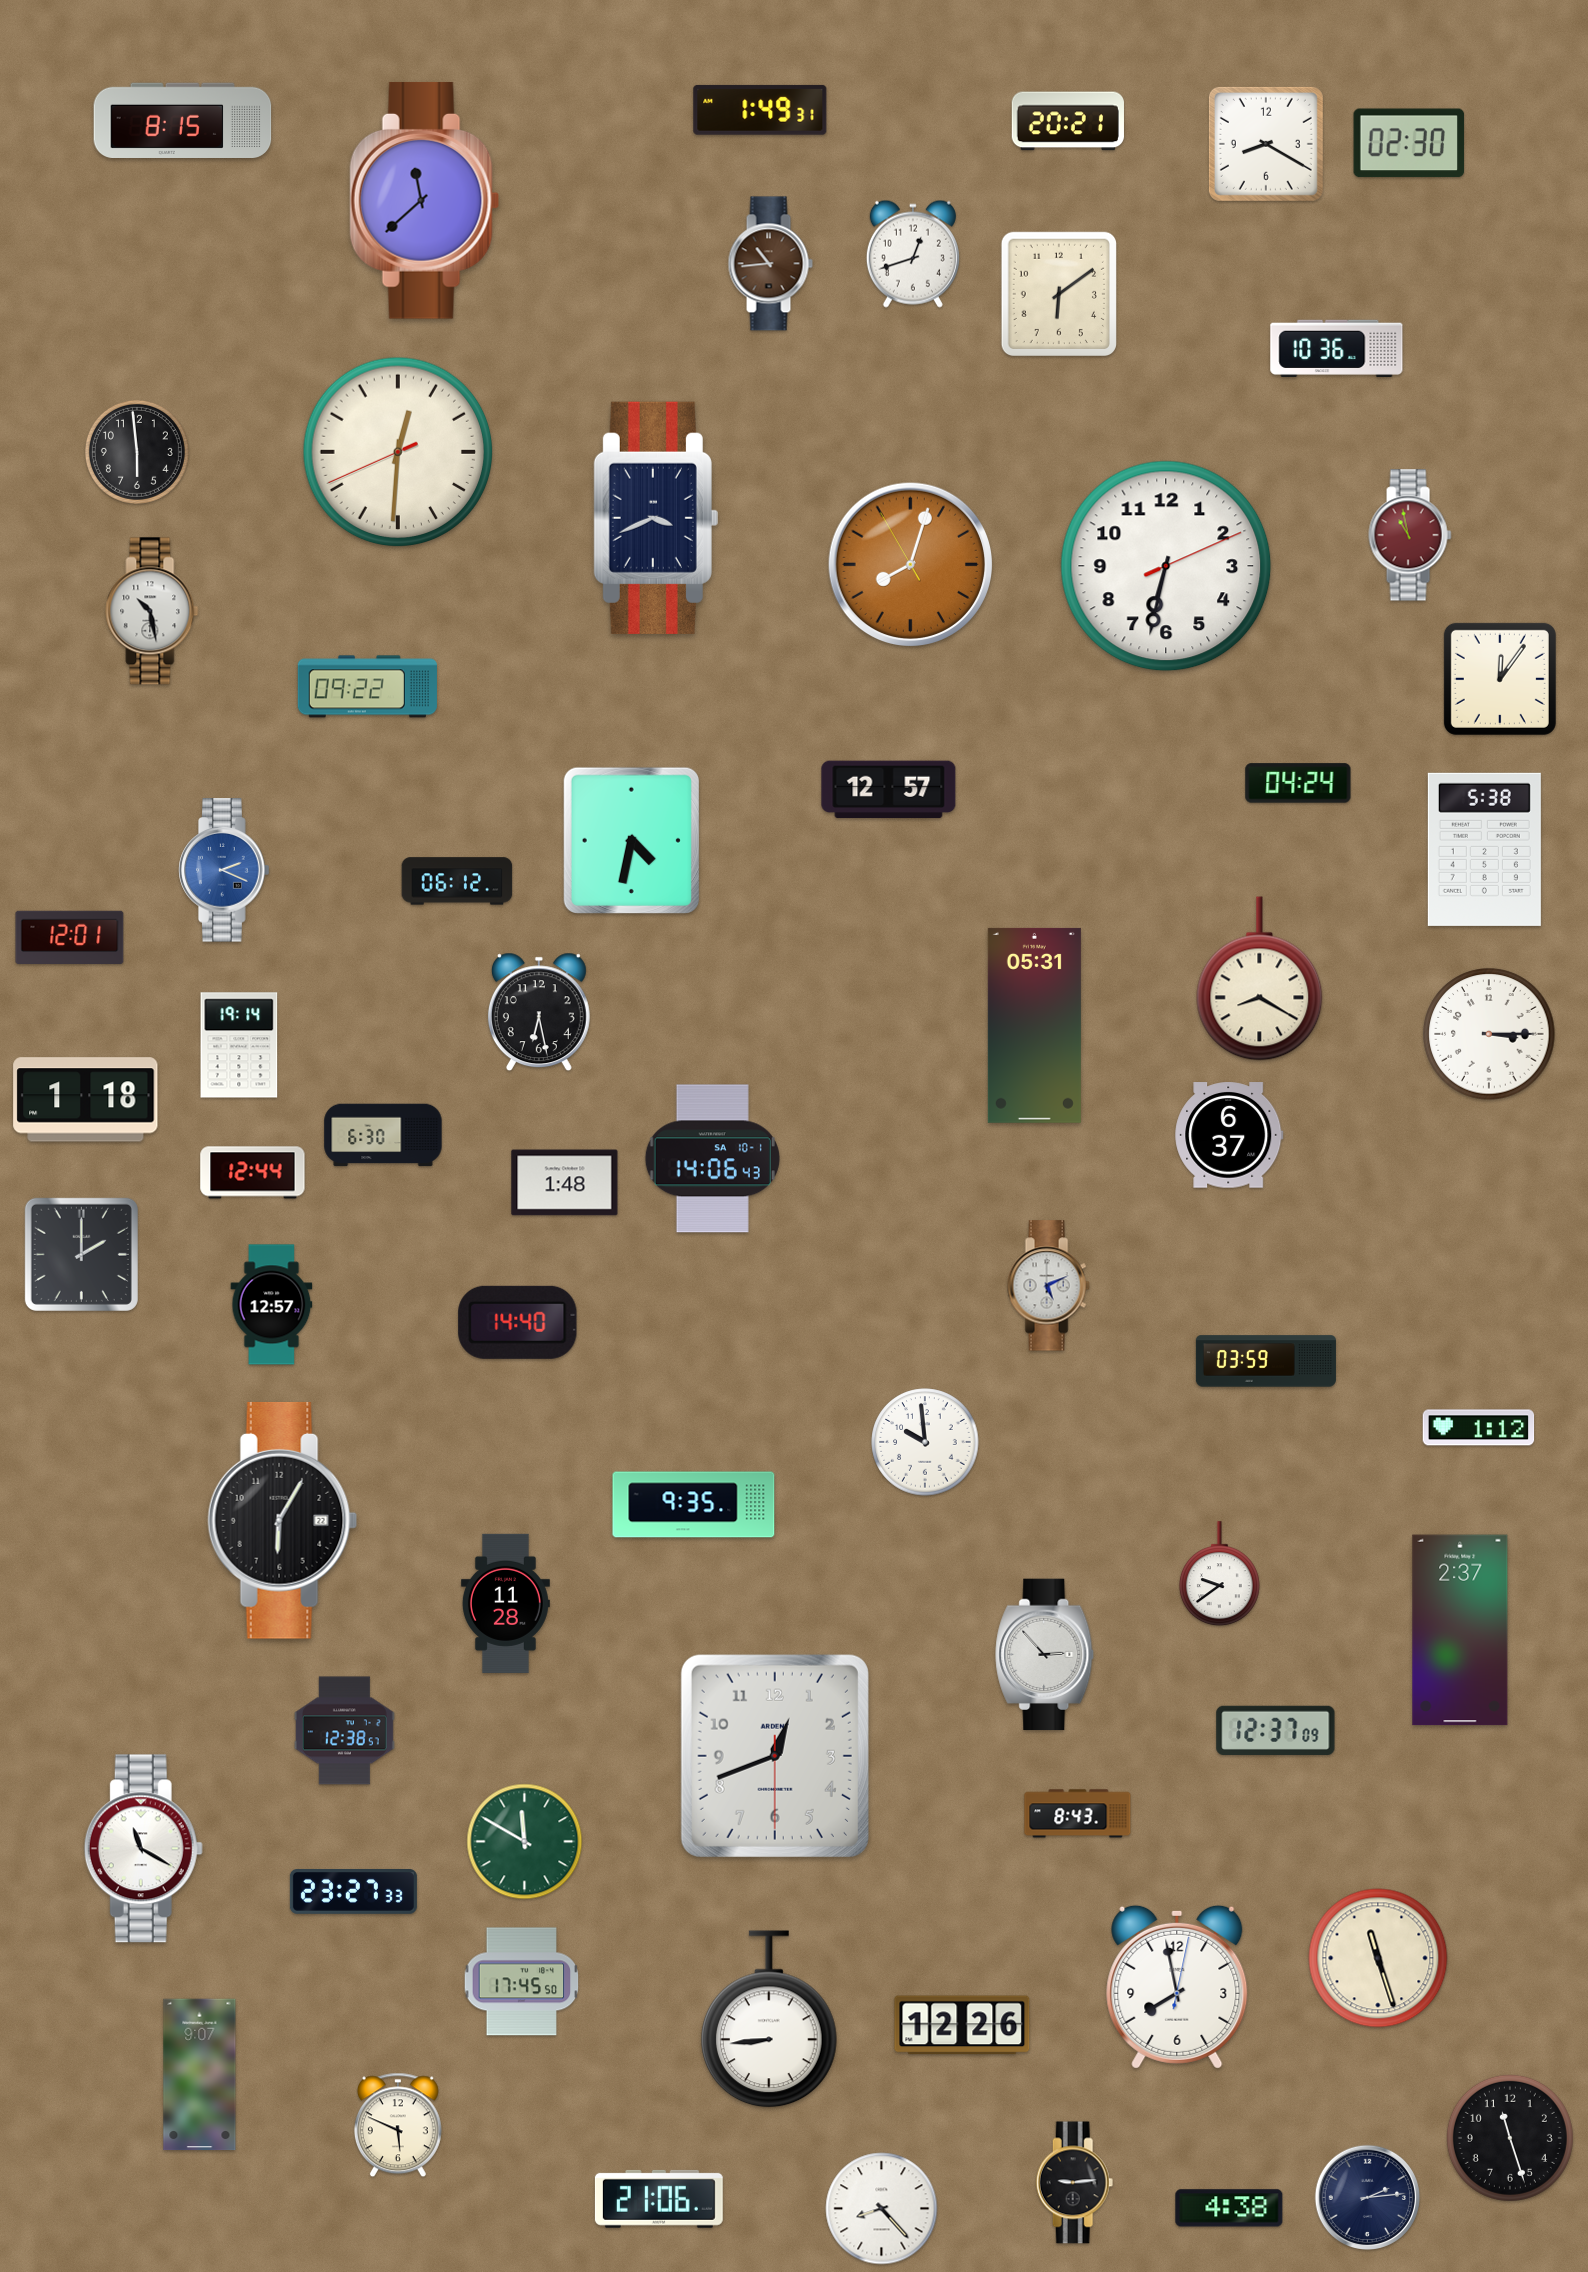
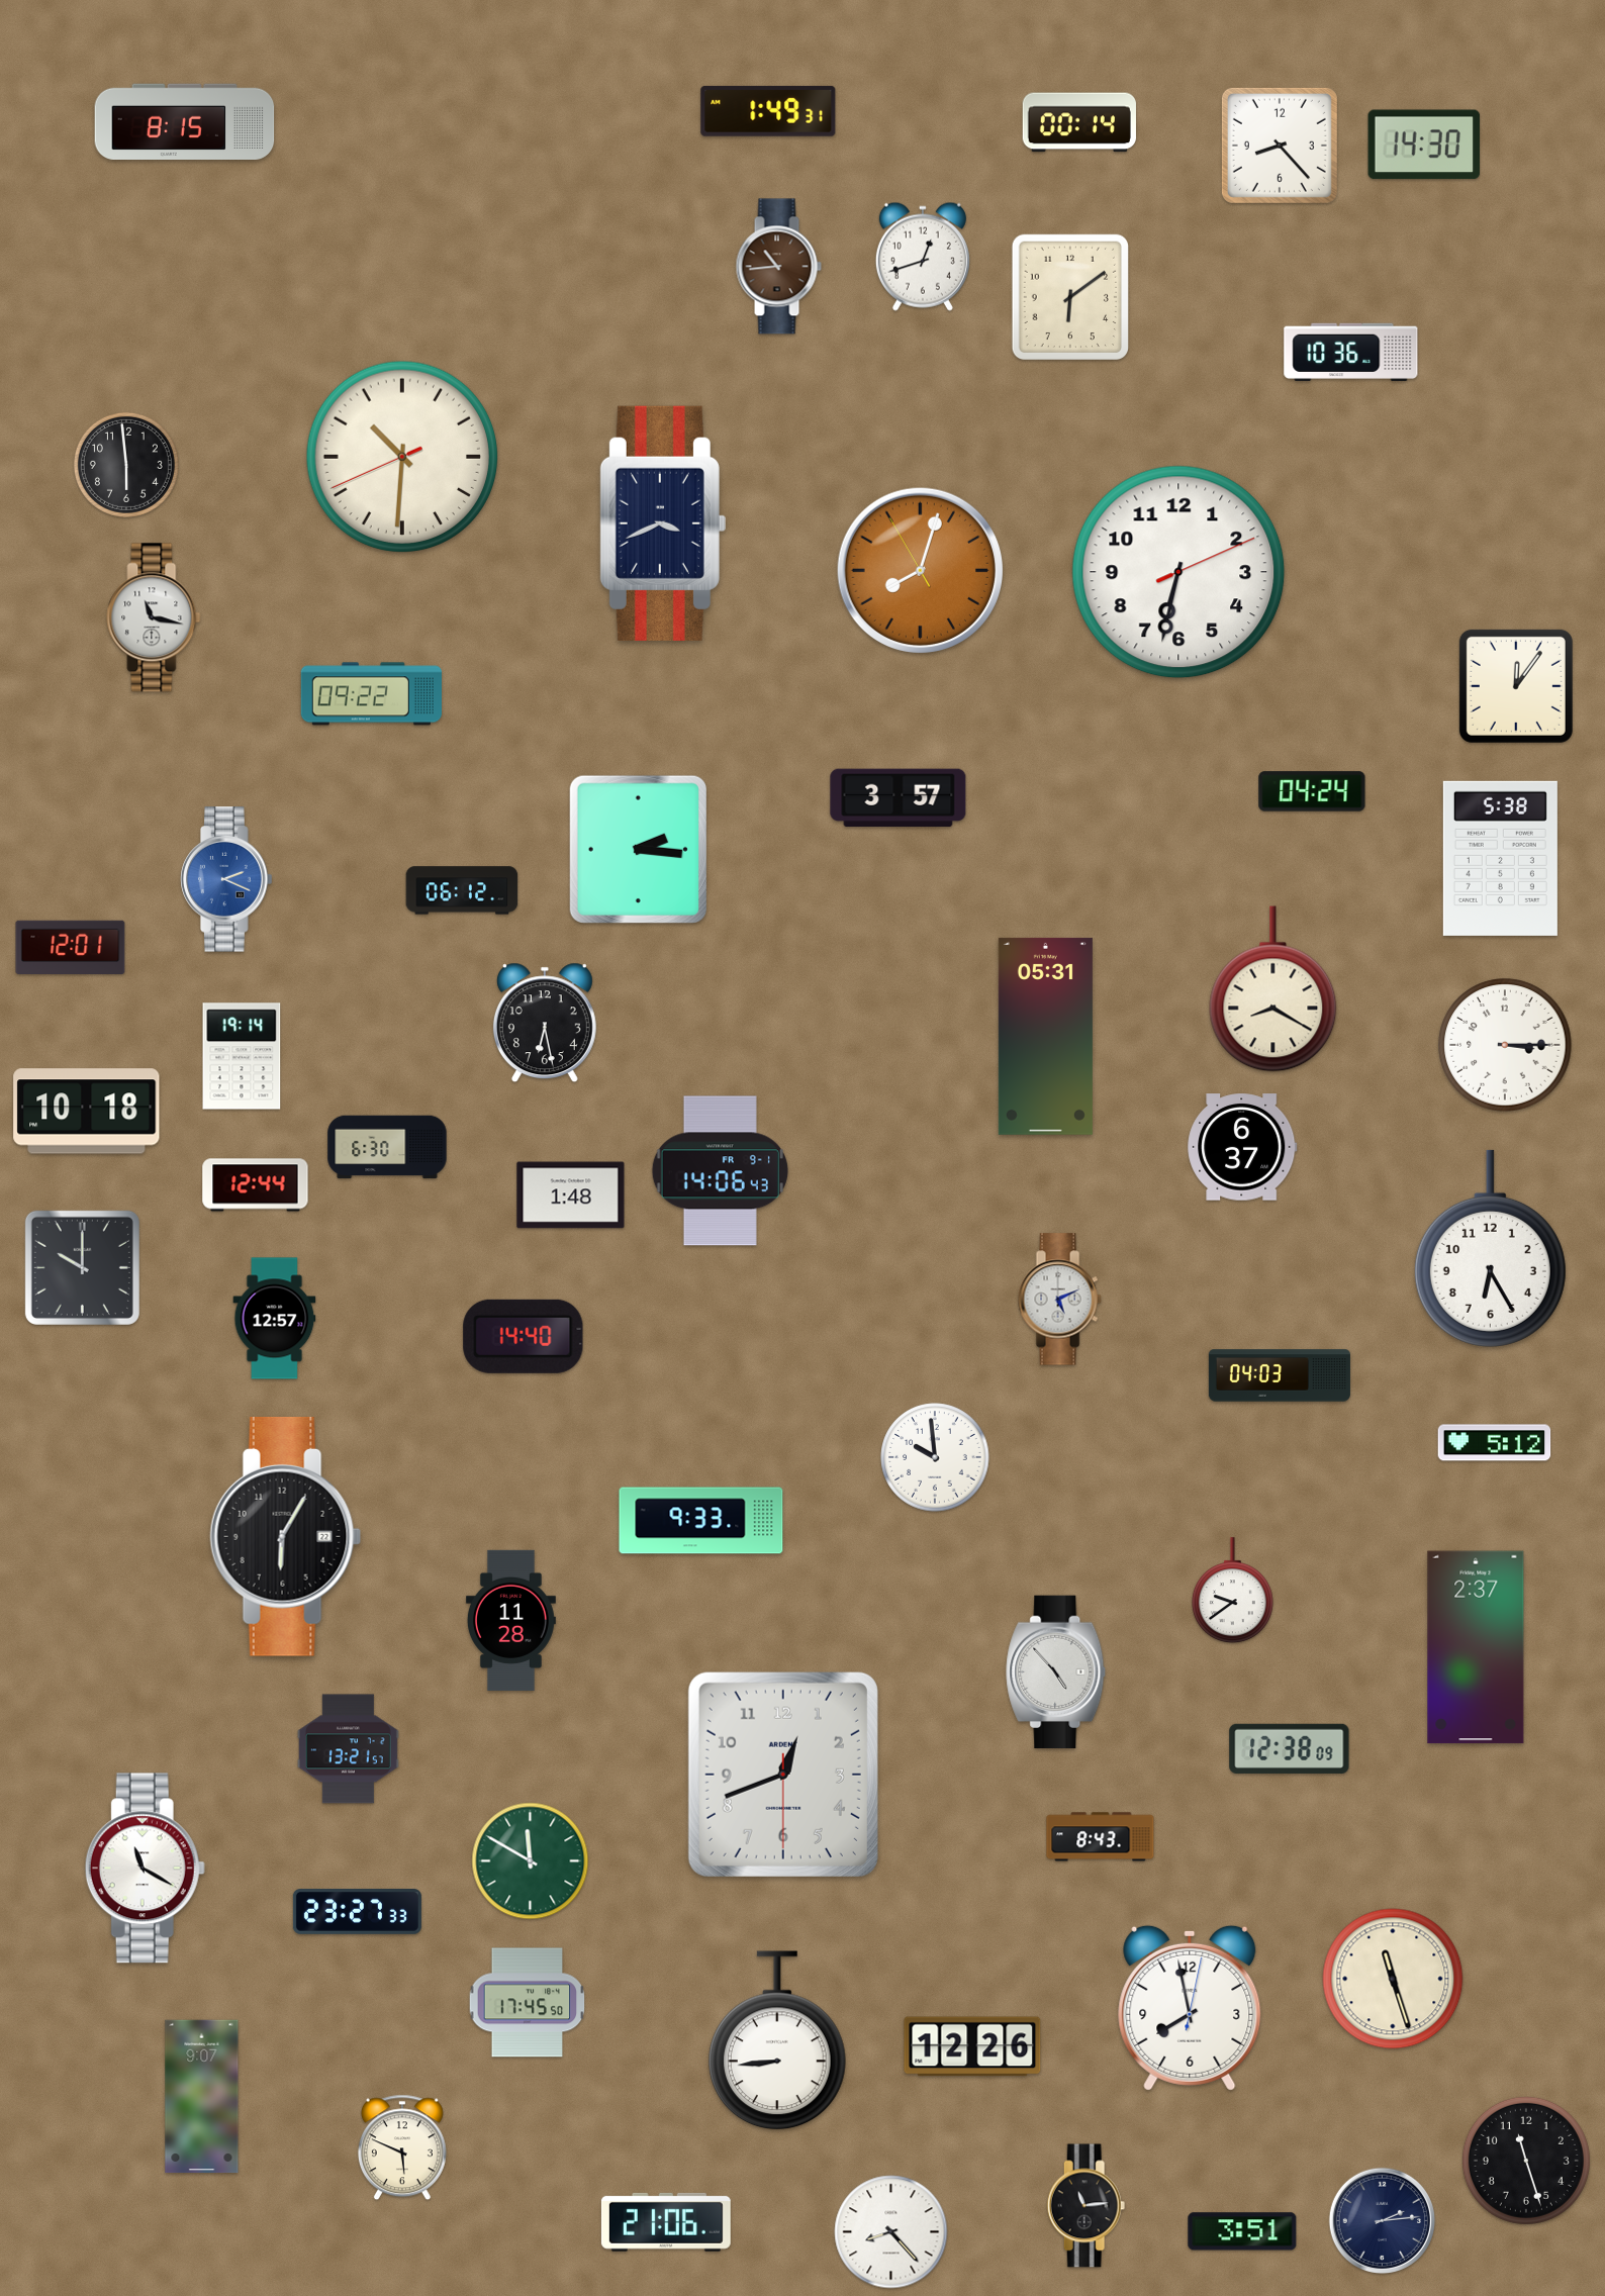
clock at (1068, 121): 20:21 -> 00:14
clock at (1409, 143): 02:30 -> 14:30
clock at (1266, 144): 8:20 -> 8:23
clock at (425, 200): 11:38 -> none
clock at (137, 452) position: (137, 452) -> (126, 465)
clock at (398, 452): 12:30 -> 10:30
clock at (1410, 535): 10:58 -> none
clock at (152, 611): 10:28 -> 11:17
clock at (889, 790): 12:57 -> 3:57
clock at (631, 840): 4:32 -> 2:16
clock at (86, 1100): 1:18 -> 10:18
clock at (712, 1159) date: SA 10-1 -> FR 9-1
clock at (1490, 1248): none -> 6:25
clock at (81, 1254): 2:00 -> 10:00
clock at (1266, 1361): 03:59 -> 04:03
clock at (1479, 1428): 1:12 -> 5:12
clock at (694, 1505): 9:35 -> 9:33
clock at (1045, 1655): 2:53 -> 4:53
clock at (1276, 1730): 12:37 -> 12:38
clock at (344, 1731): 12:38 -> 13:21
clock at (1078, 1814) position: (1078, 1814) -> (1101, 1837)
clock at (1075, 2183): 9:14 -> 11:14
clock at (1229, 2208): 4:38 -> 3:51
